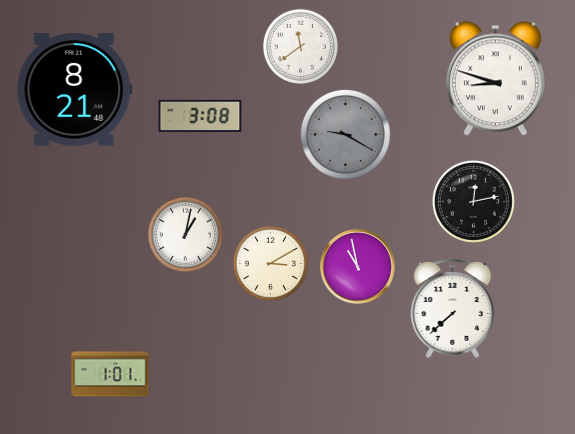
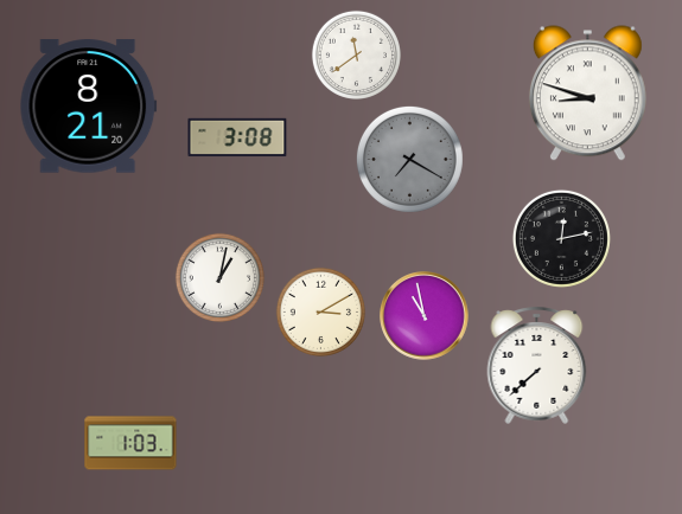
clock at (75, 90): 8:21:48 -> 8:21:20
clock at (345, 134): 9:20 -> 7:20
clock at (110, 374): 1:01 -> 1:03
